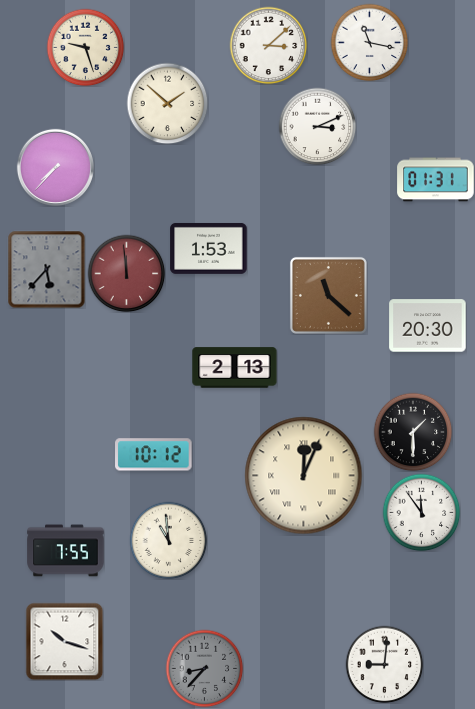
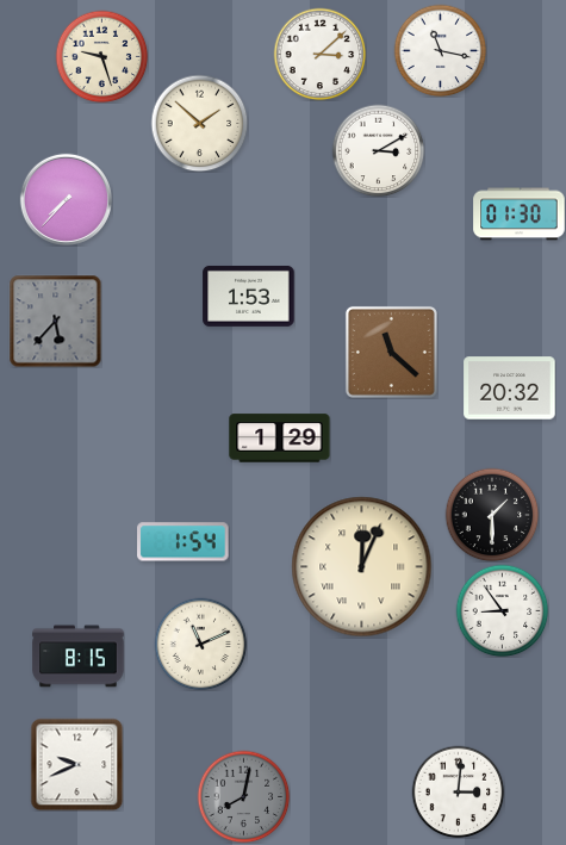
clock at (317, 126): 3:11 -> 3:10
clock at (436, 180): 01:31 -> 01:30
clock at (126, 273): 11:59 -> none
clock at (428, 326): 20:30 -> 20:32
clock at (235, 368): 2:13 -> 1:29
clock at (154, 455): 10:12 -> 1:54
clock at (421, 512): 11:54 -> 8:54
clock at (168, 540): 10:59 -> 11:11
clock at (66, 551): 7:55 -> 8:15
clock at (64, 641): 10:18 -> 9:41
clock at (384, 664): 9:01 -> 3:01
clock at (204, 668): 8:37 -> 8:02
